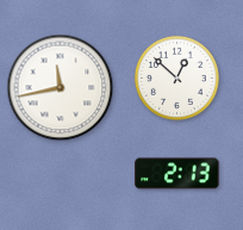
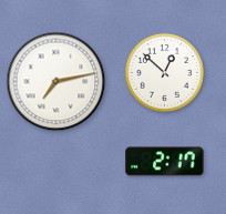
clock at (61, 88): 11:43 -> 7:13
clock at (177, 174): 2:13 -> 2:17
